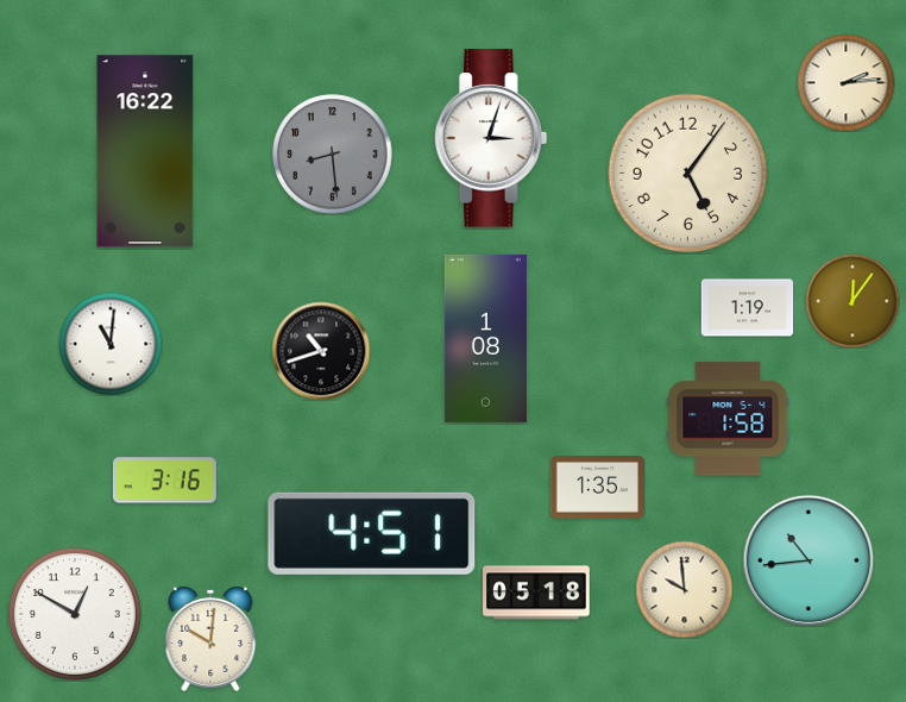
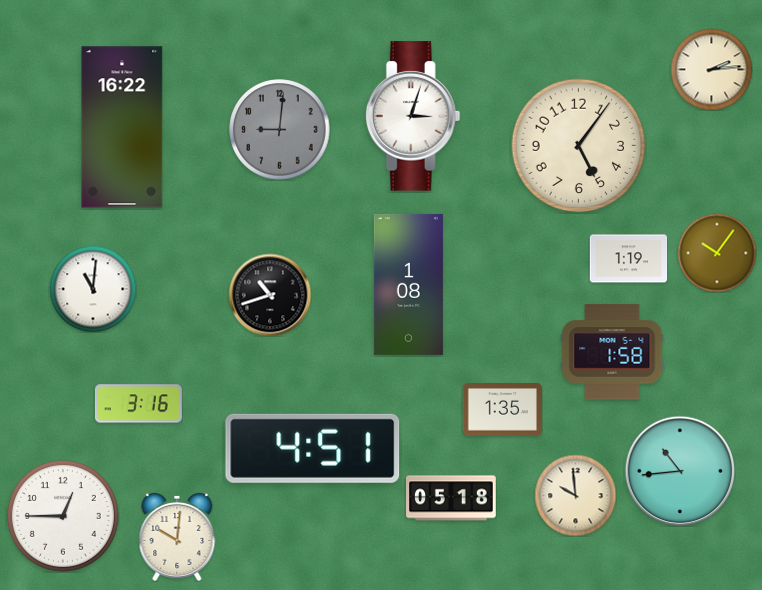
clock at (333, 155): 8:29 -> 9:01
clock at (852, 301): 12:06 -> 10:06
clock at (75, 614): 12:50 -> 12:45
